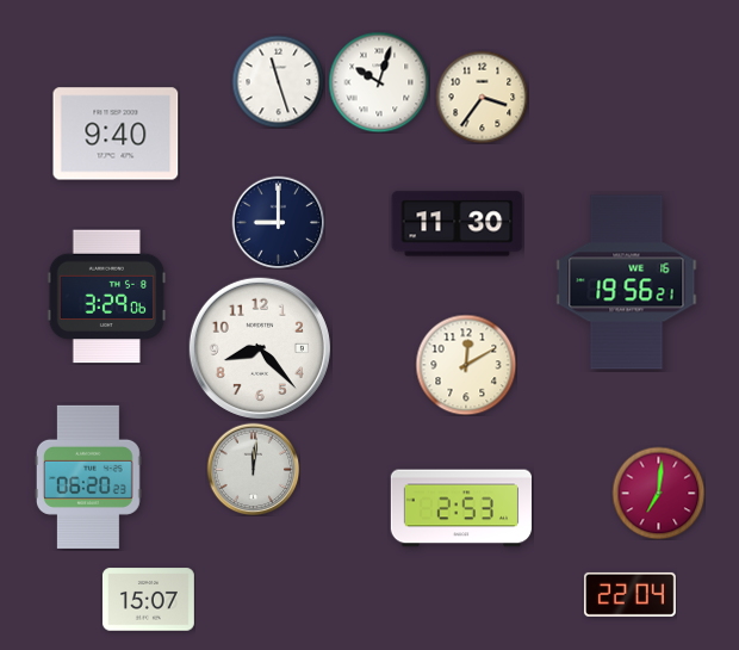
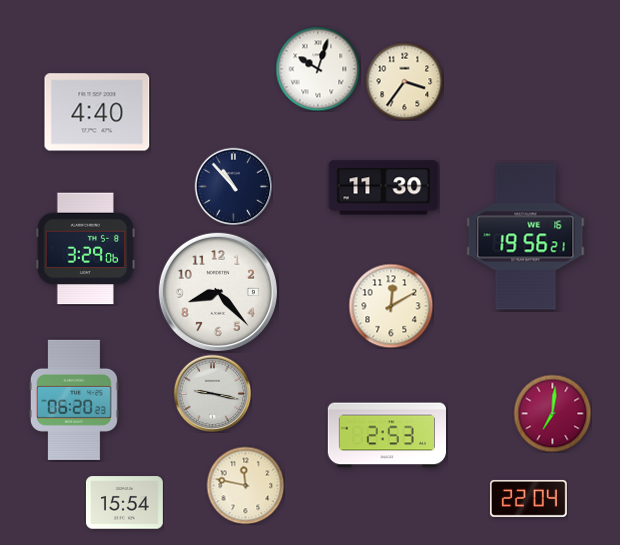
clock at (278, 81): 11:27 -> none
clock at (116, 134): 9:40 -> 4:40
clock at (278, 222): 9:00 -> 10:53
clock at (107, 297) position: (107, 297) -> (86, 249)
clock at (253, 469): 12:01 -> 9:17
clock at (460, 508) position: (460, 508) -> (386, 435)
clock at (245, 485): none -> 11:47
clock at (148, 600): 15:07 -> 15:54
